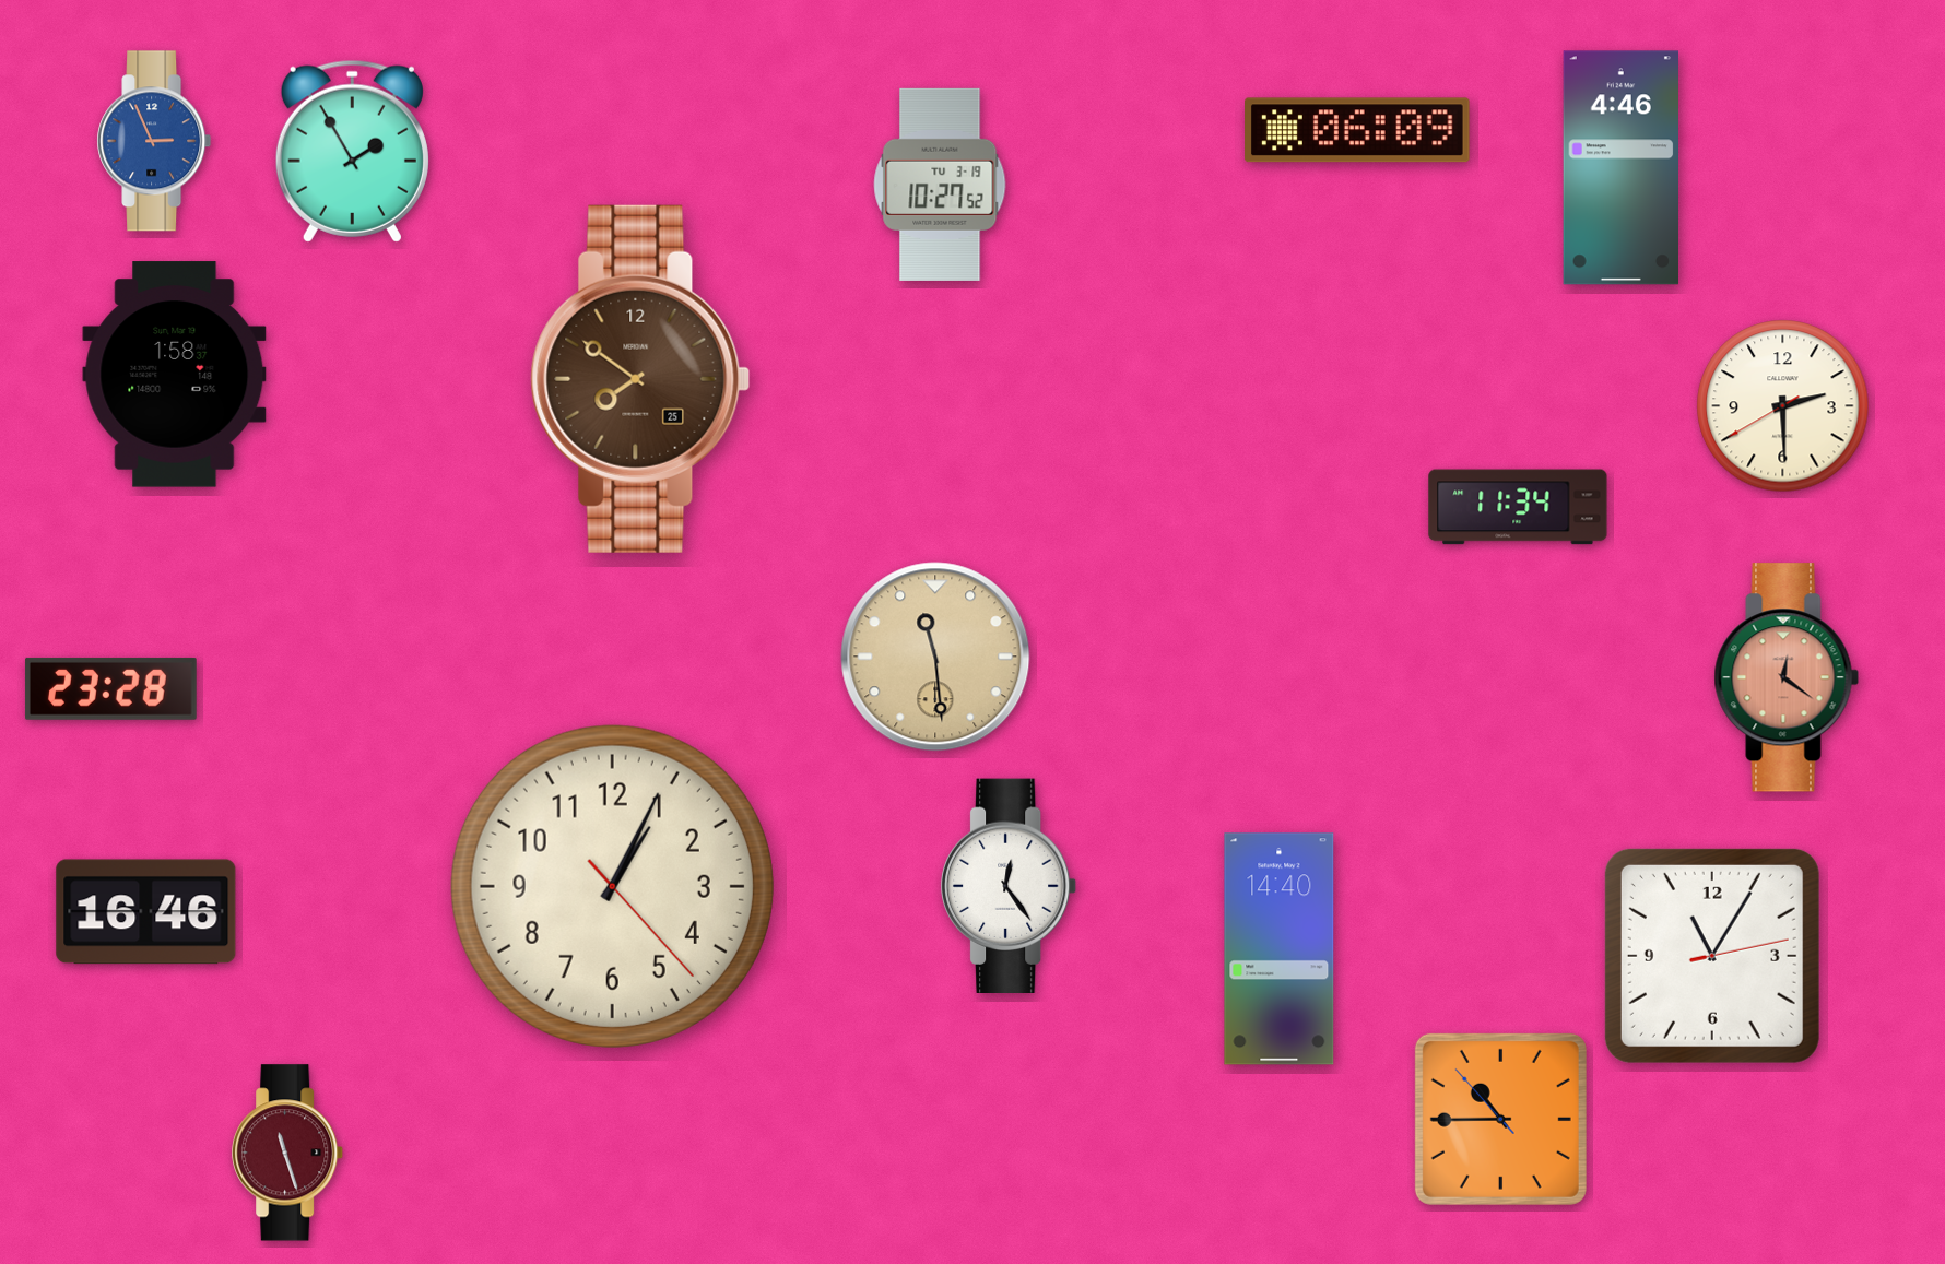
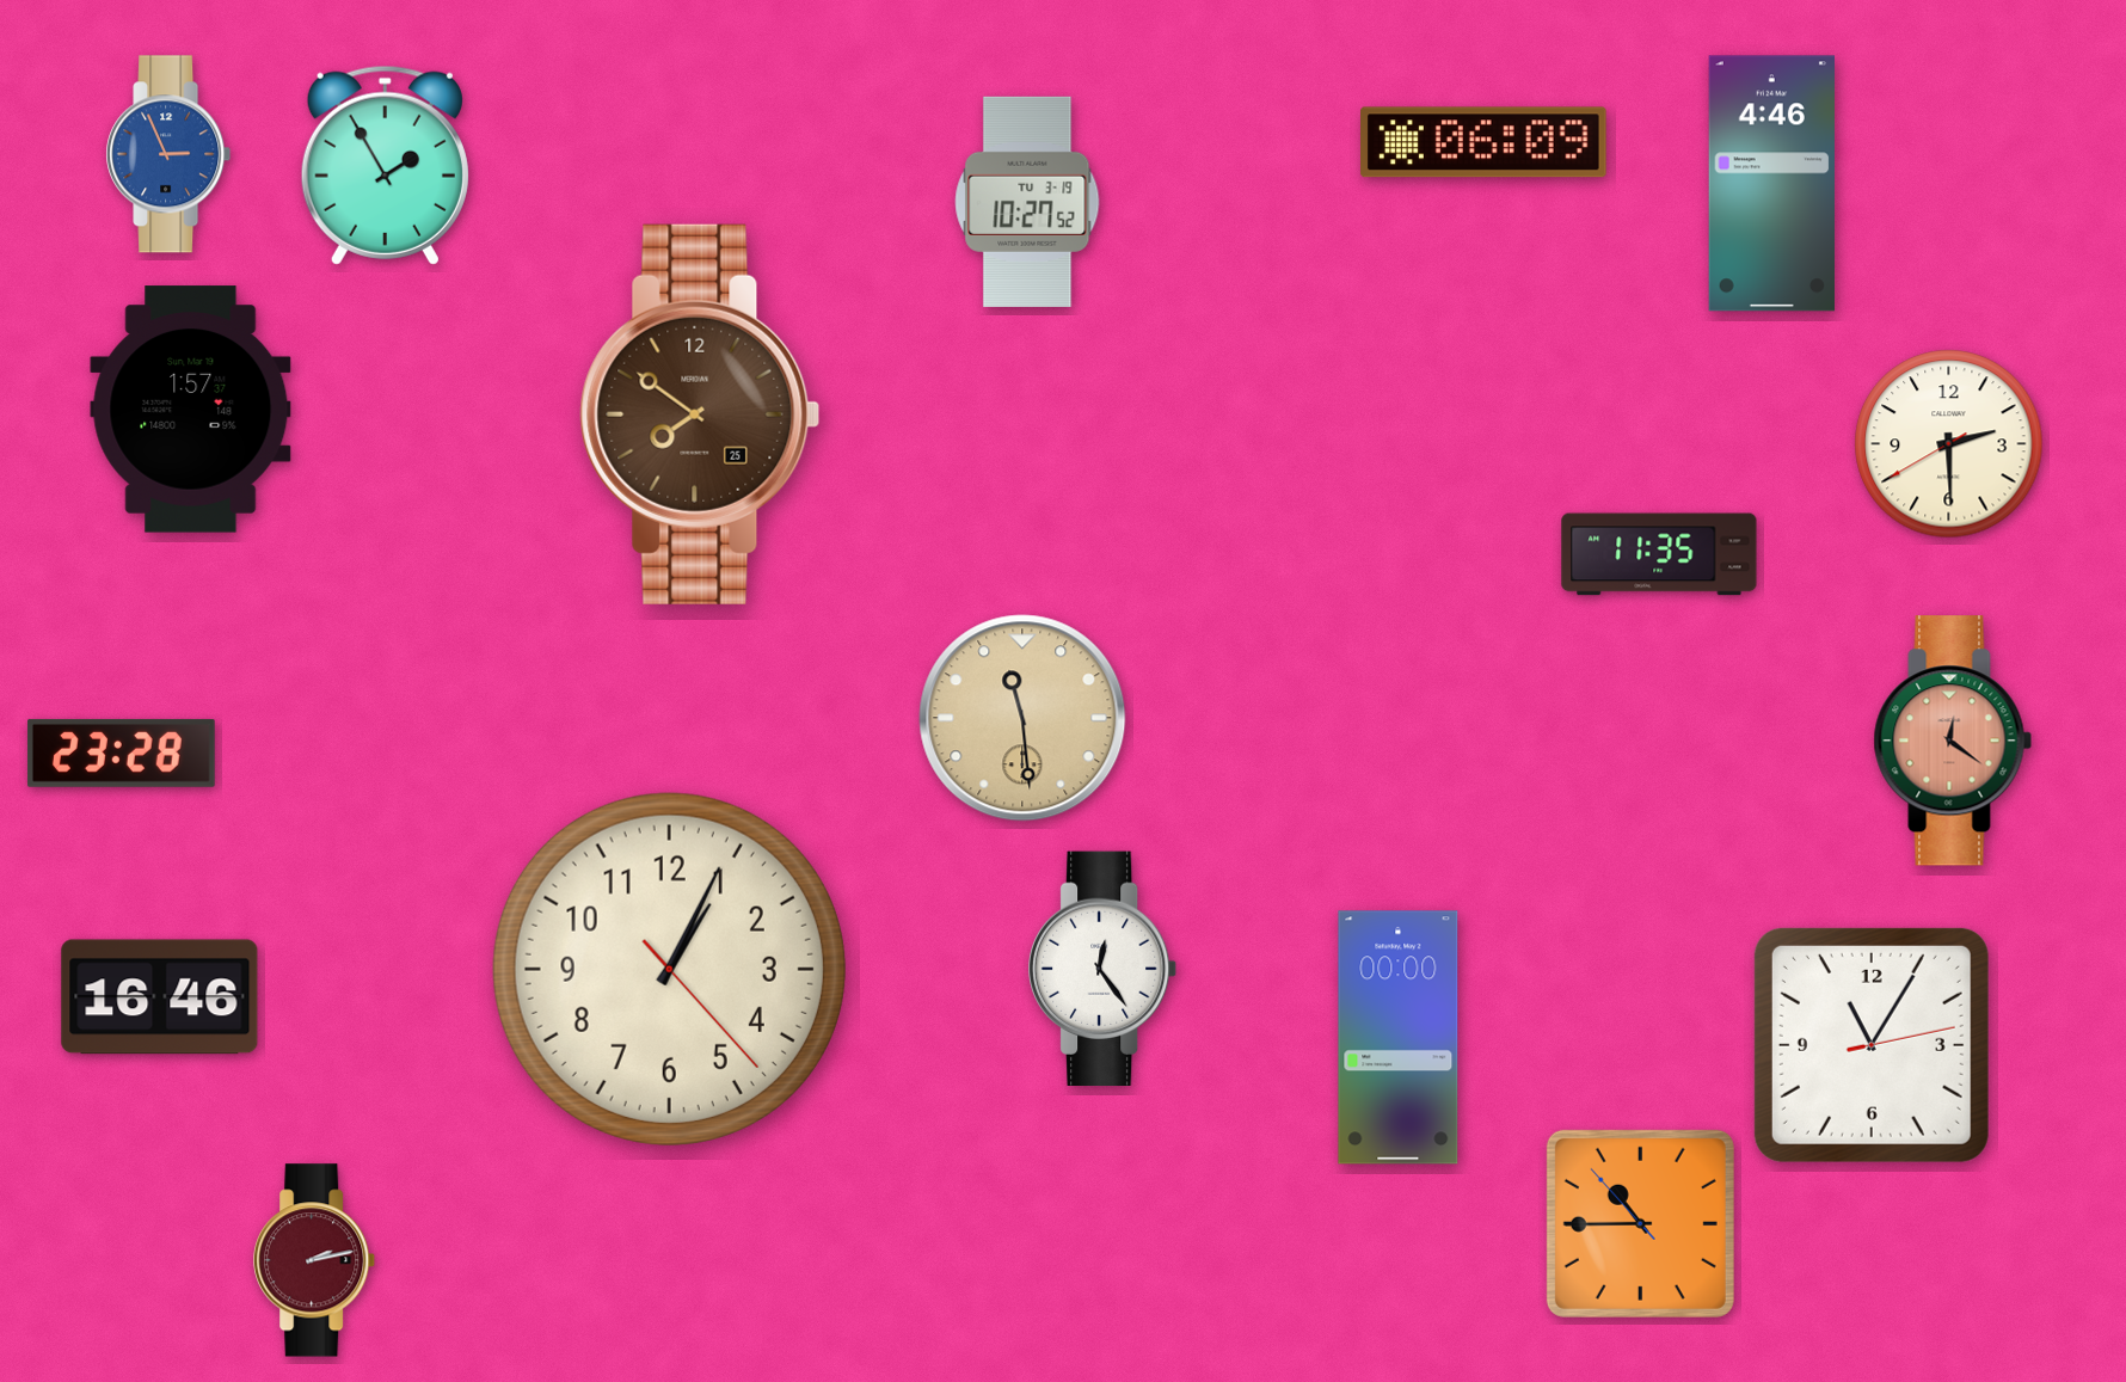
clock at (175, 375): 1:58 -> 1:57
clock at (1518, 507): 11:34 -> 11:35
clock at (1280, 949): 14:40 -> 00:00
clock at (288, 1153): 11:27 -> 2:13
